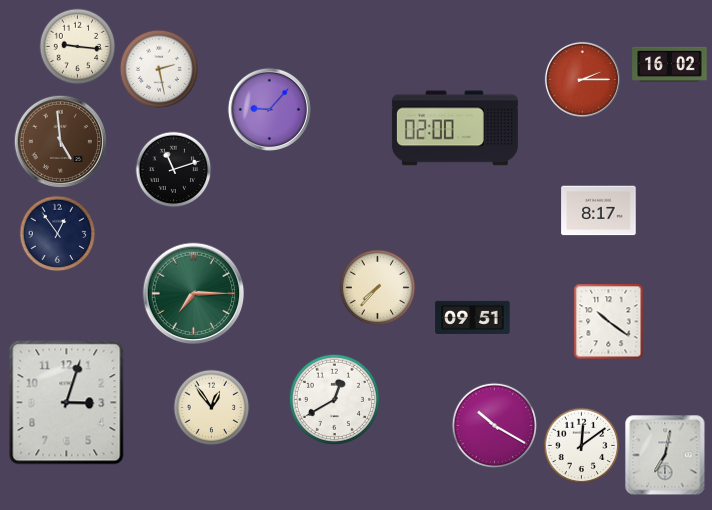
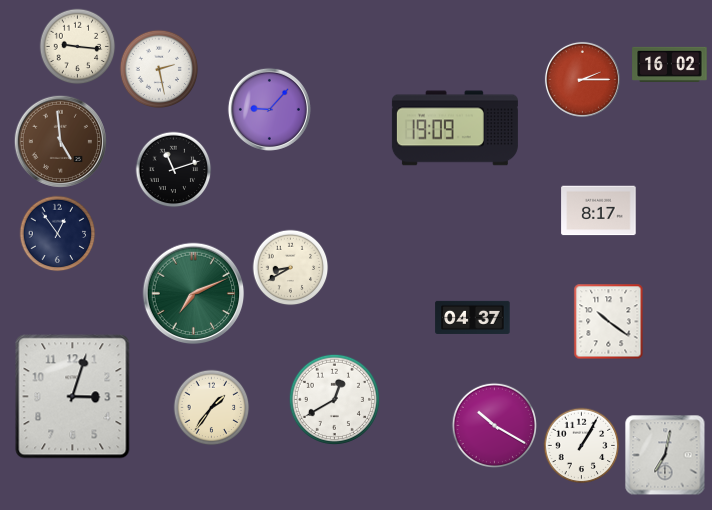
clock at (455, 128): 02:00 -> 19:09
clock at (291, 268): none -> 8:40
clock at (378, 288): 7:37 -> none
clock at (194, 294): 7:15 -> 7:11
clock at (473, 317): 09:51 -> 04:37
clock at (67, 403) position: (67, 403) -> (73, 397)
clock at (212, 408): 12:54 -> 1:36
clock at (582, 446): 12:09 -> 1:05
